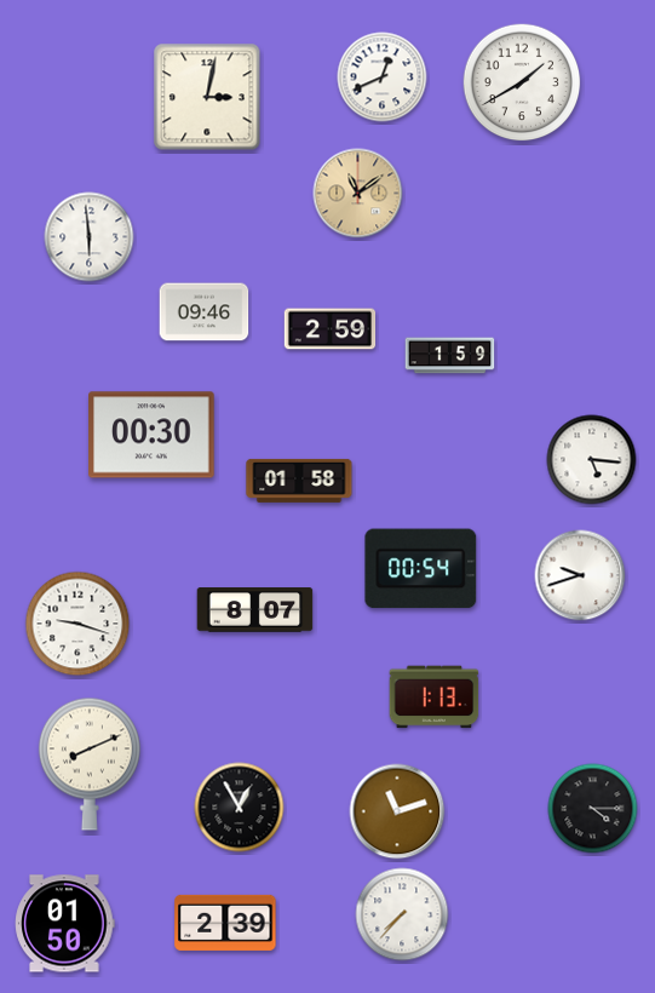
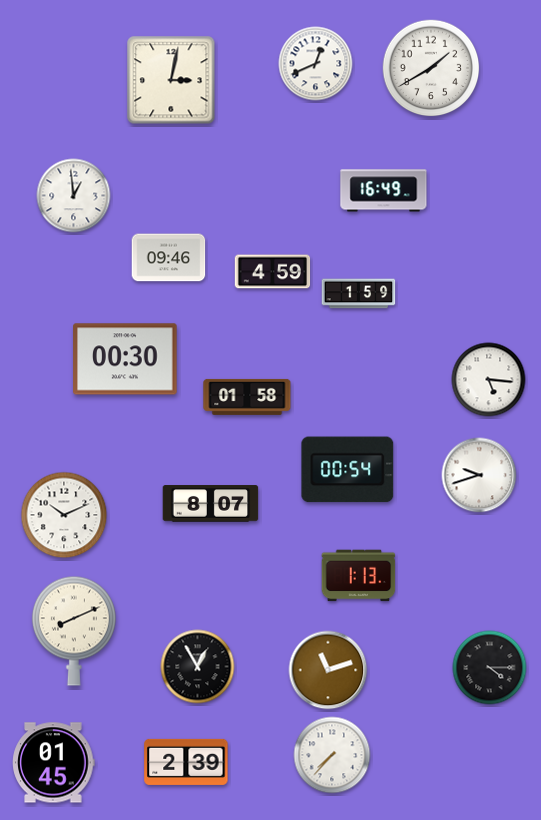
clock at (358, 194): 11:09 -> none
clock at (384, 191): none -> 16:49
clock at (90, 237): 5:59 -> 12:59
clock at (331, 329): 2:59 -> 4:59
clock at (450, 356) position: (450, 356) -> (359, 294)
clock at (77, 624): 9:18 -> 10:11
clock at (65, 924): 01:50 -> 01:45
